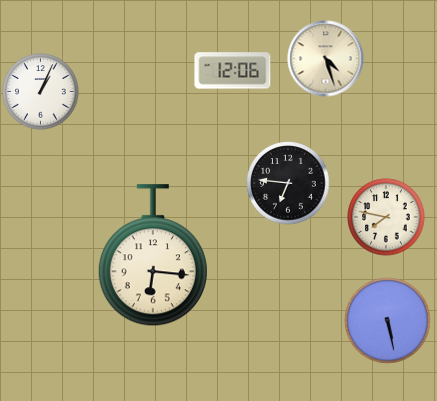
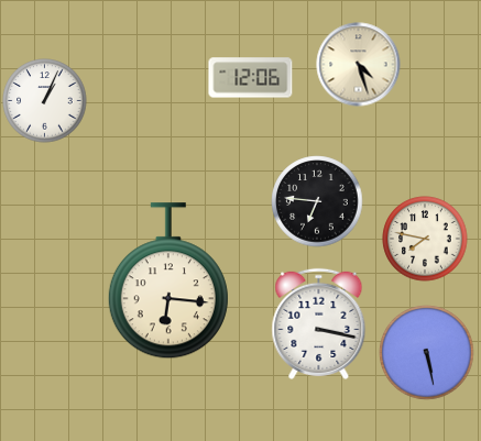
clock at (233, 71) position: (233, 71) -> (251, 78)
clock at (319, 323): none -> 3:17
